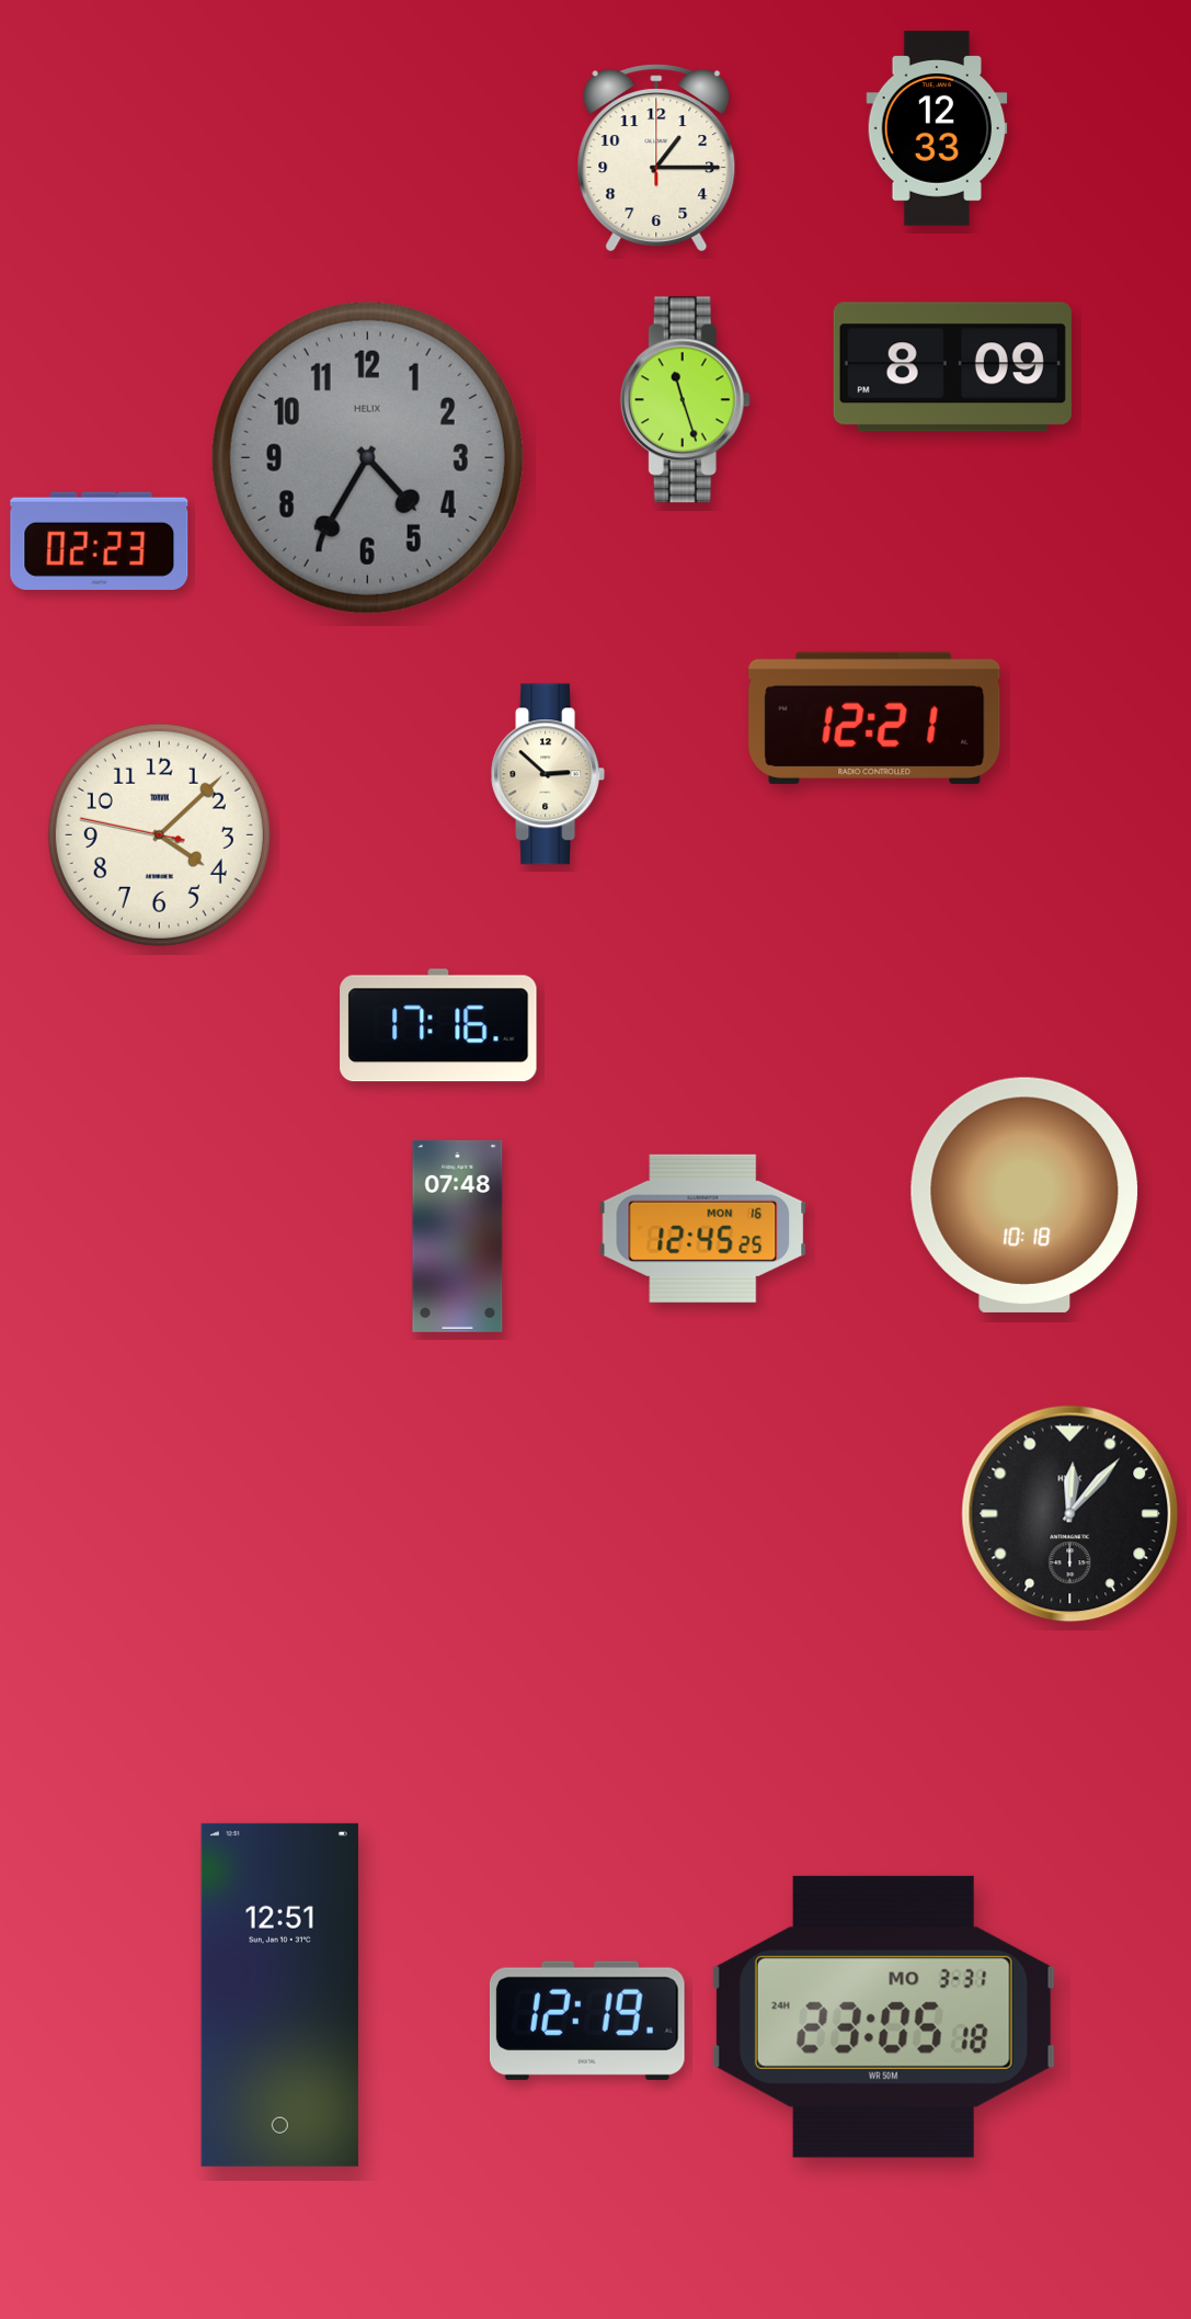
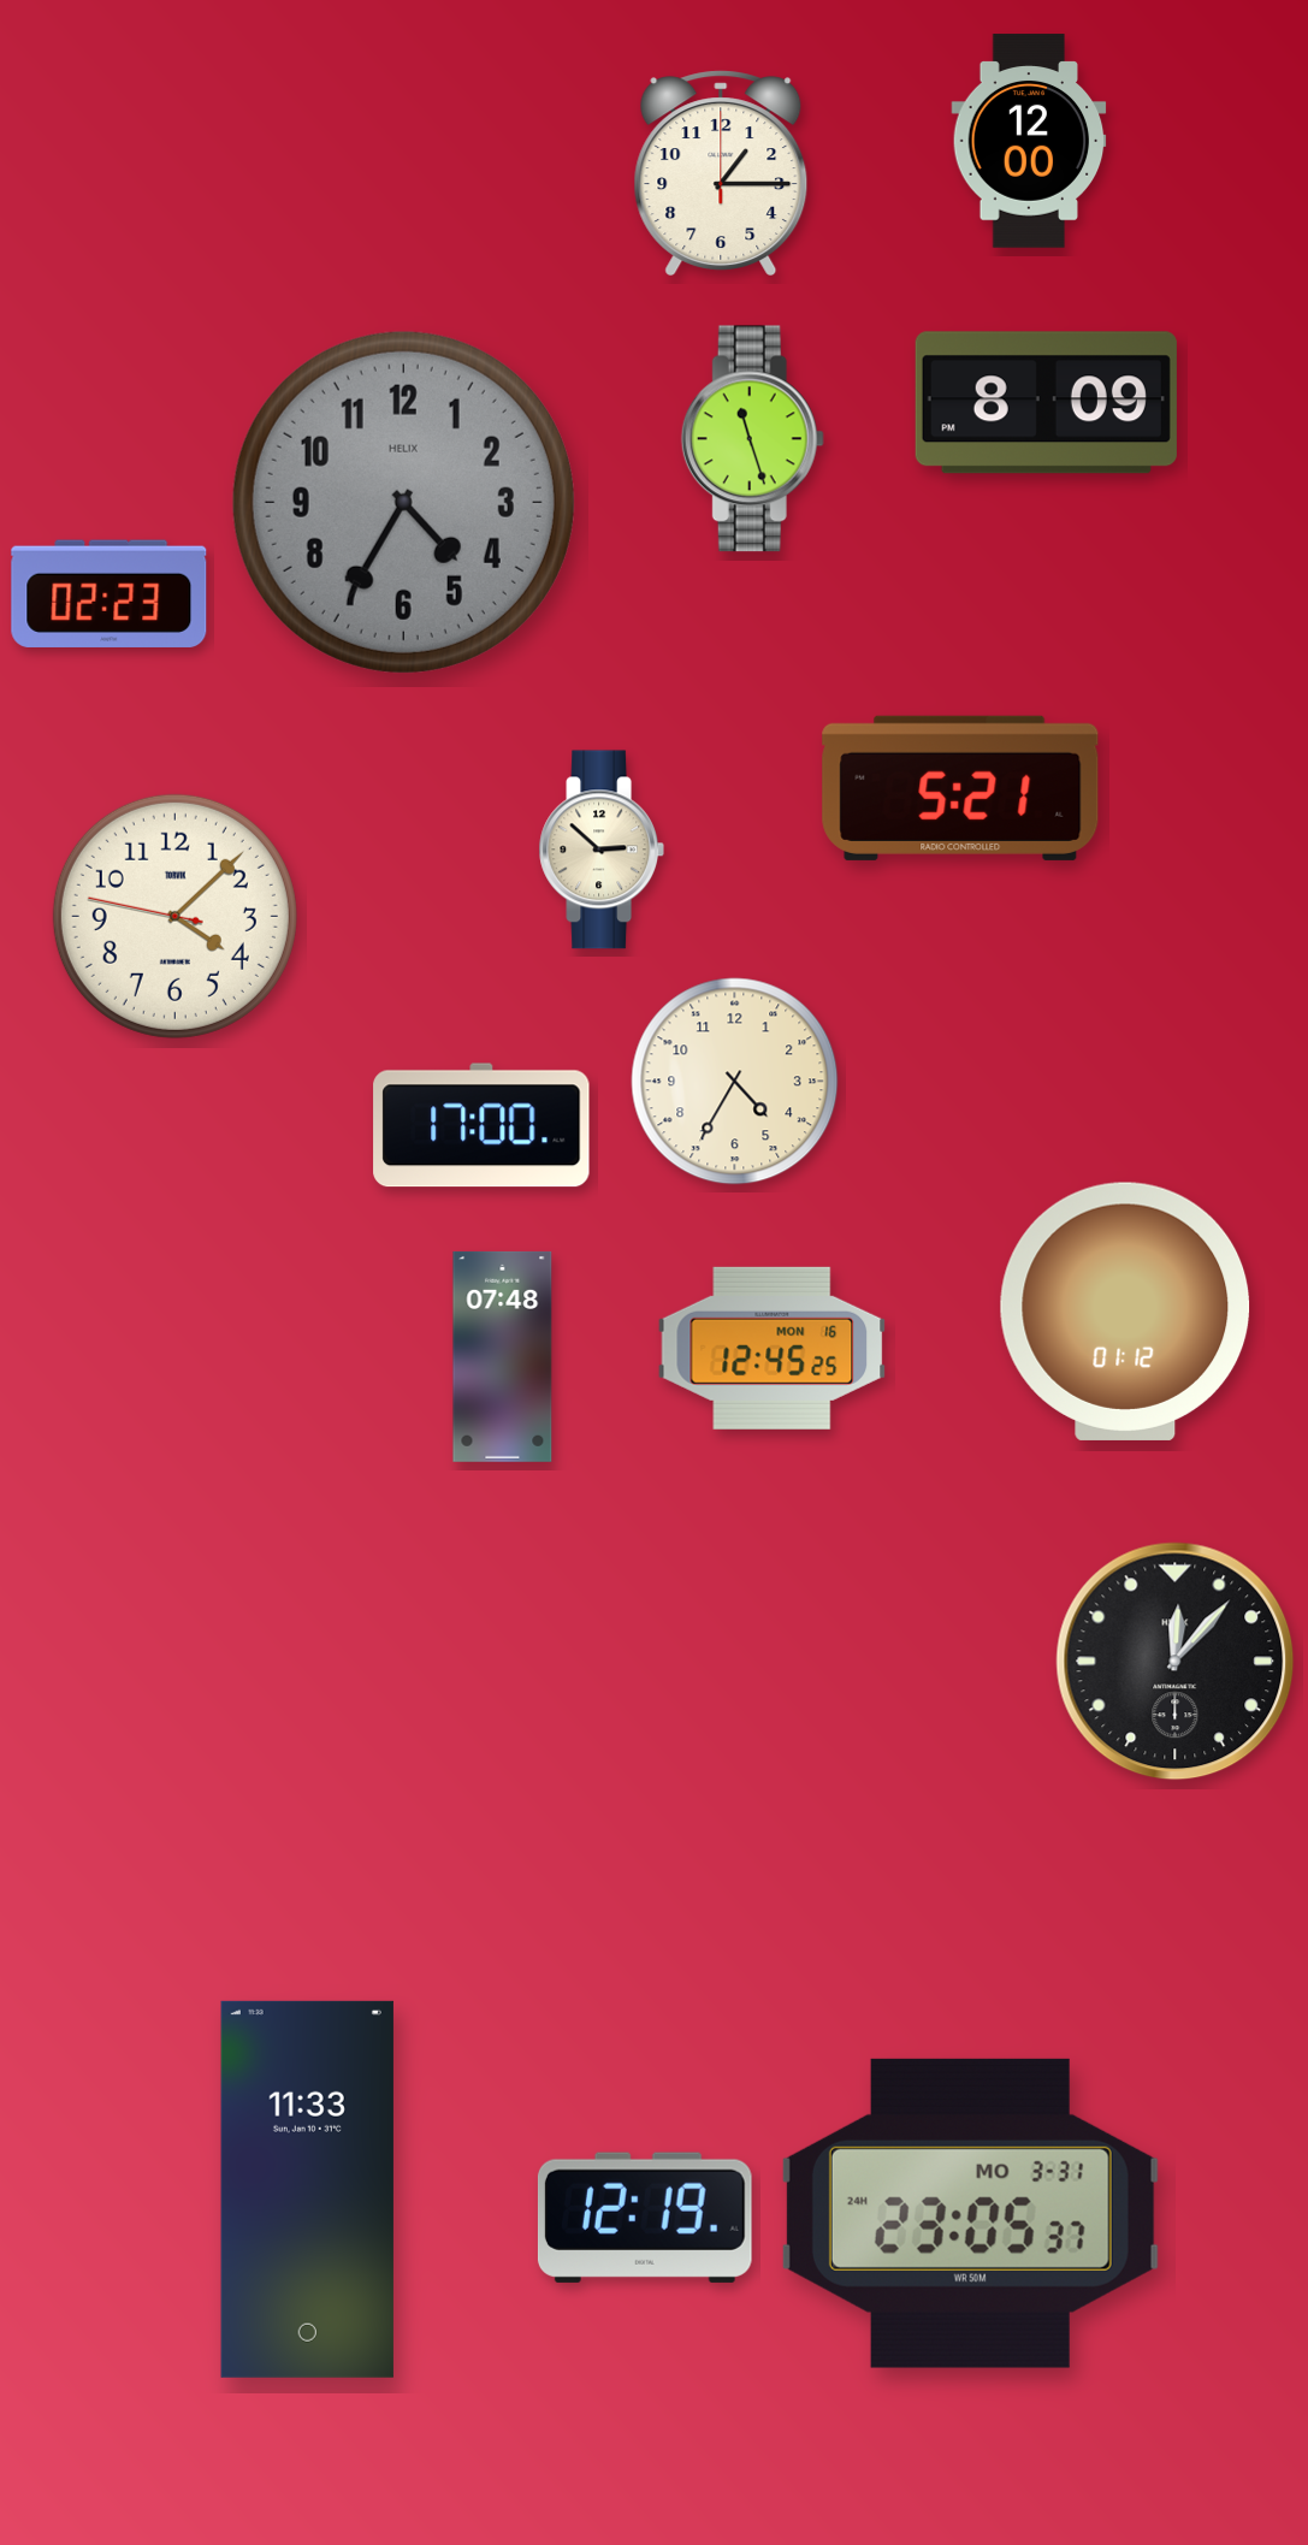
clock at (937, 128): 12:33 -> 12:00
clock at (874, 718): 12:21 -> 5:21
clock at (735, 1082): none -> 4:35
clock at (438, 1025): 17:16 -> 17:00
clock at (1024, 1195): 10:18 -> 01:12
clock at (279, 1994): 12:51 -> 11:33
clock at (883, 2016): 23:05:18 -> 23:05:37
